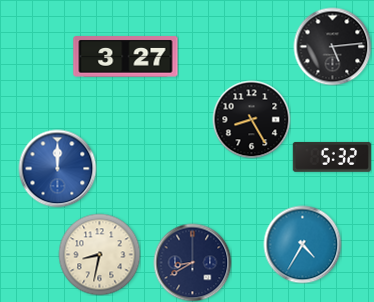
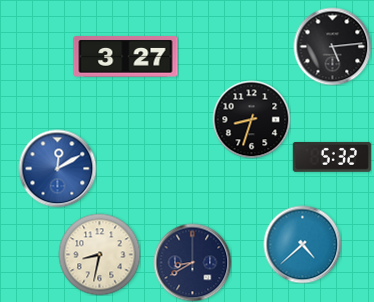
clock at (251, 119): 8:25 -> 8:33
clock at (57, 168): 12:00 -> 12:10
clock at (302, 244): 4:35 -> 4:38
